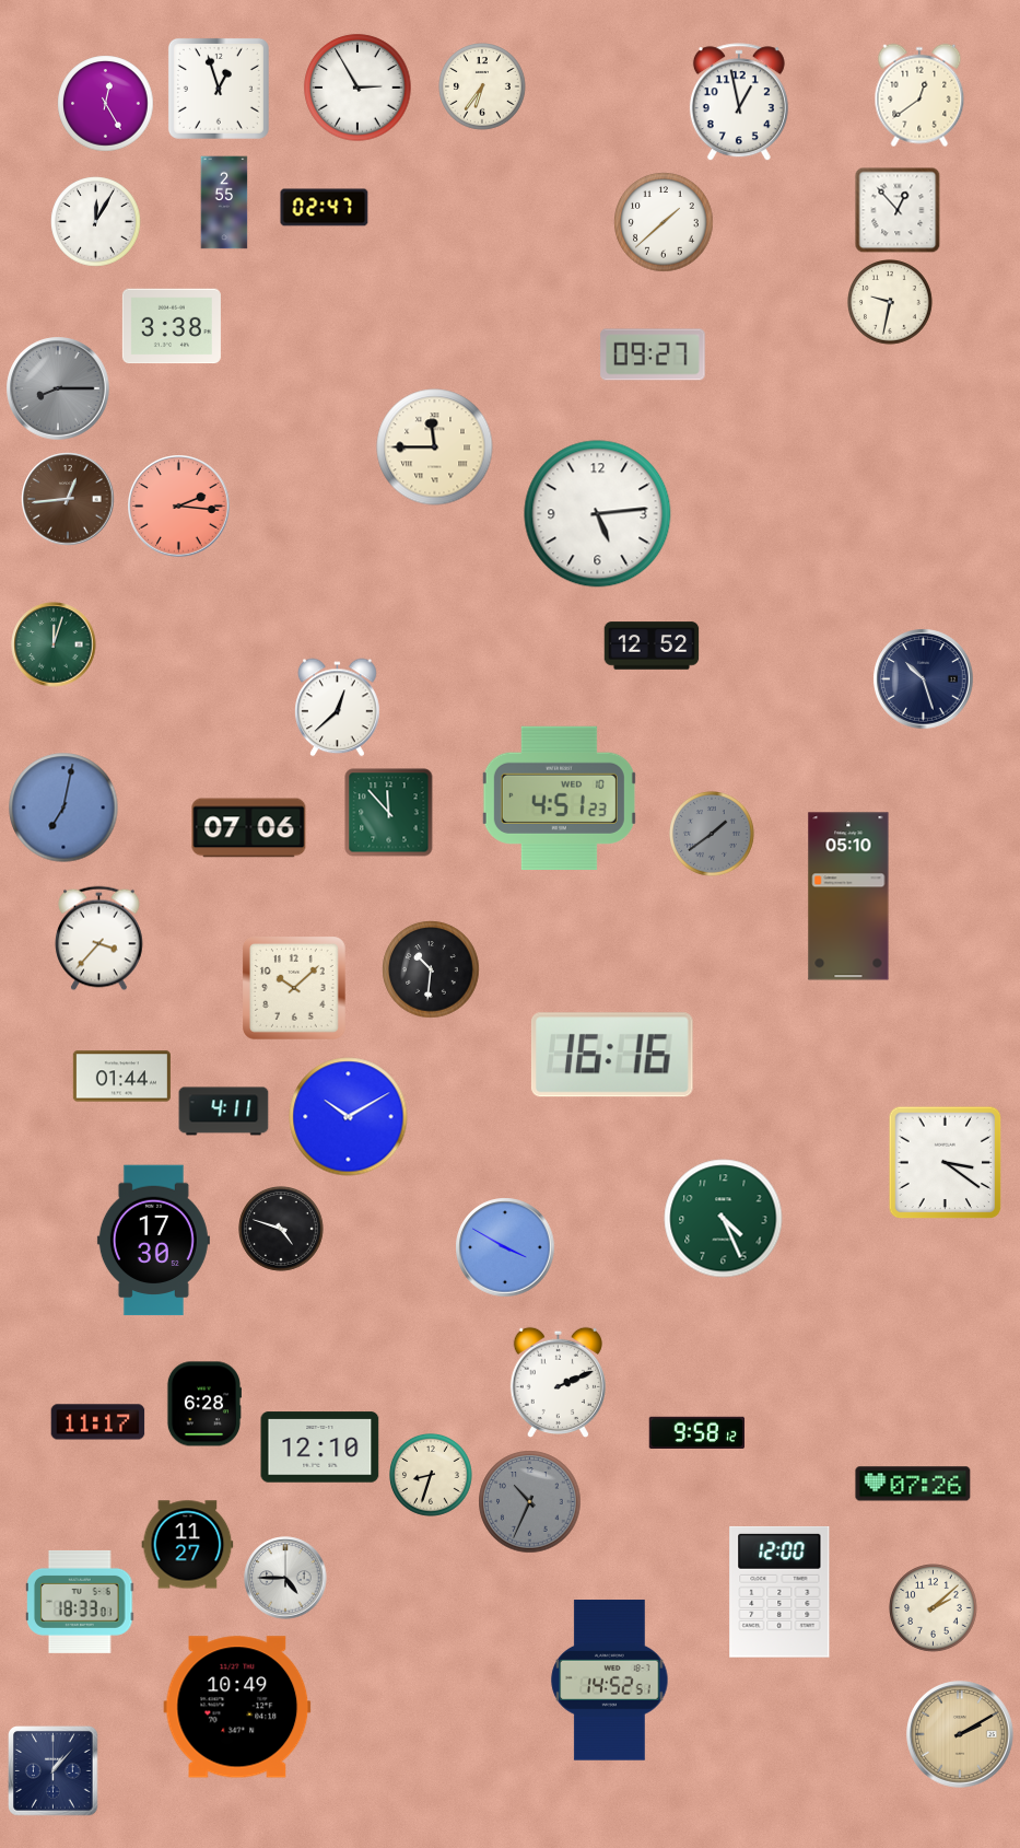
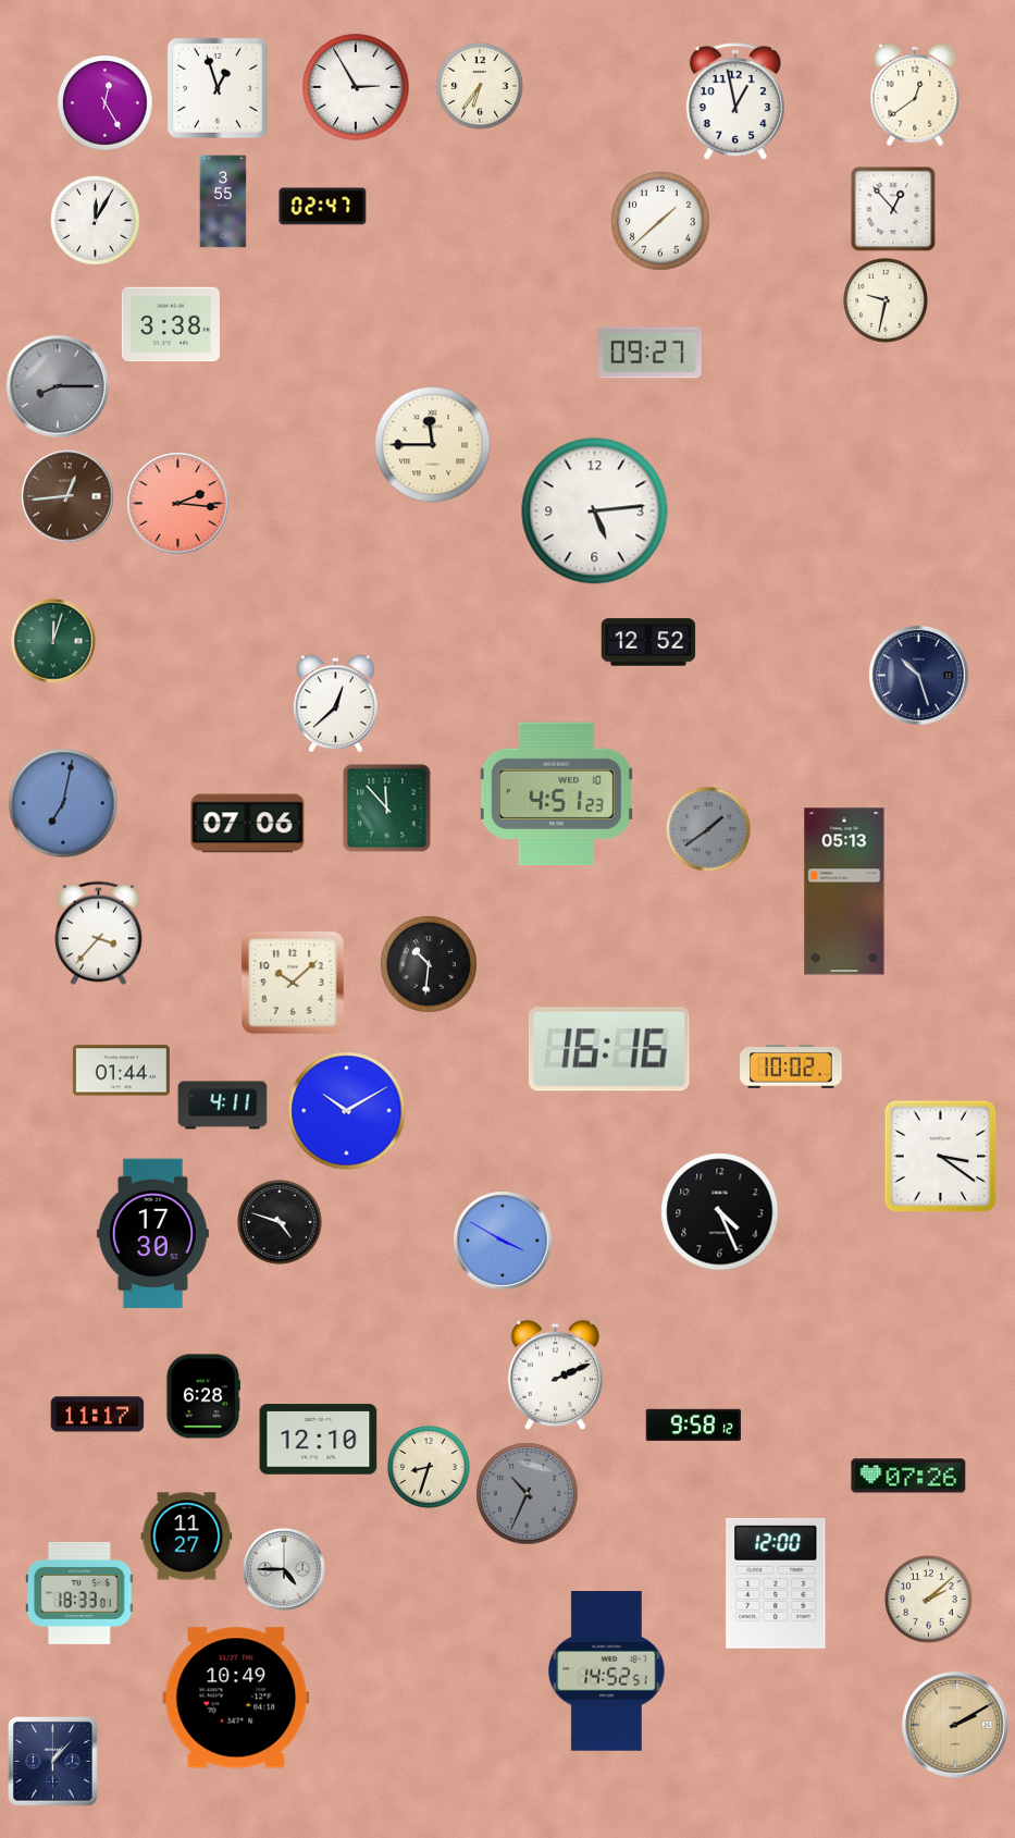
clock at (224, 202): 2:55 -> 3:55
clock at (848, 896): 05:10 -> 05:13
clock at (791, 1066): none -> 10:02
clock at (724, 1219) dial: green -> black
